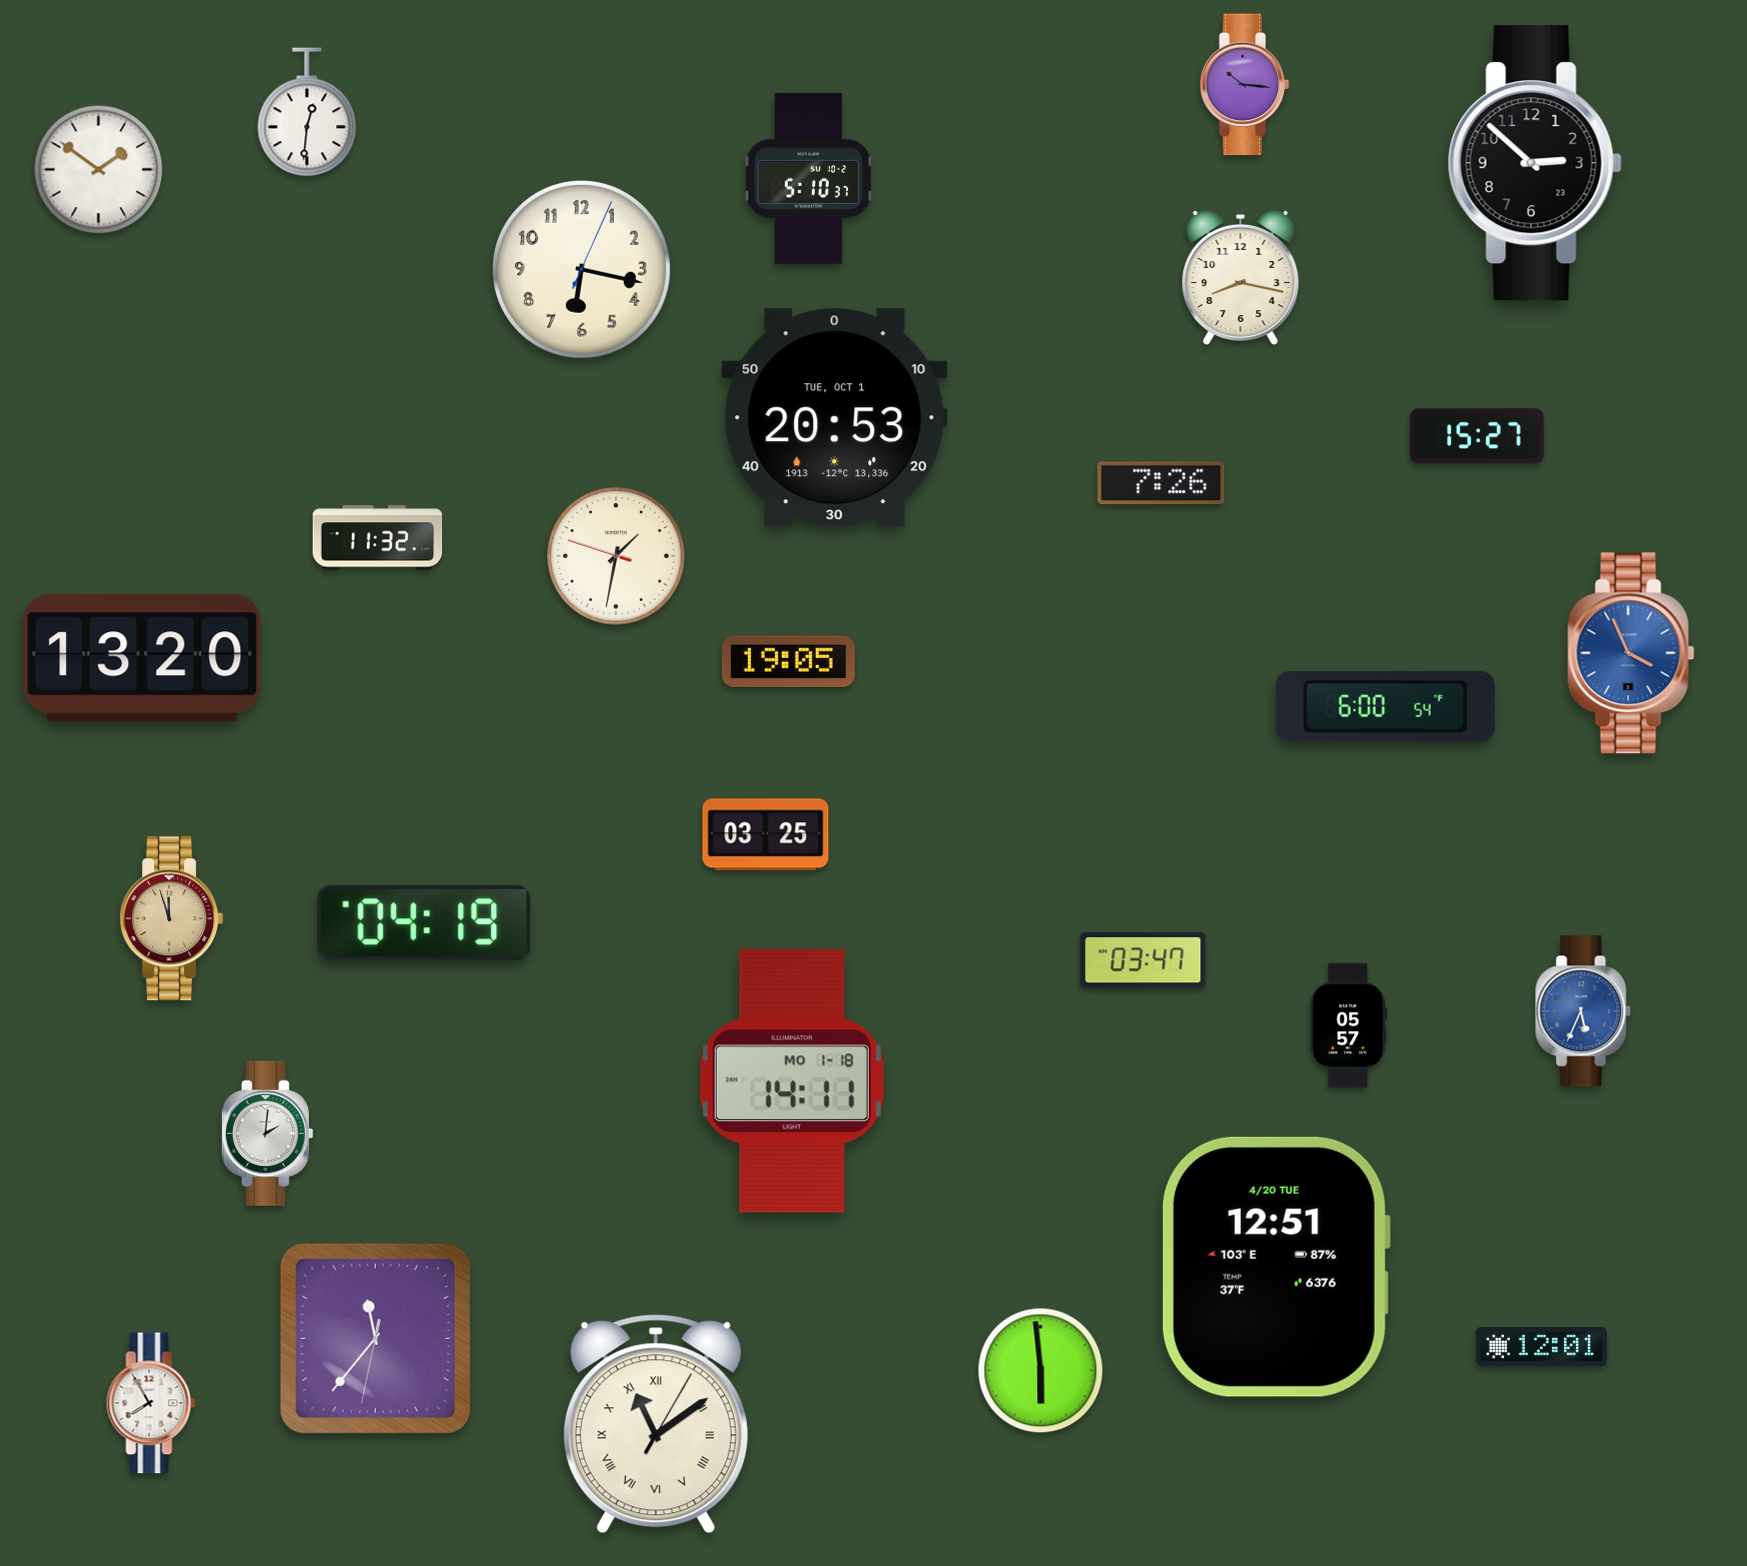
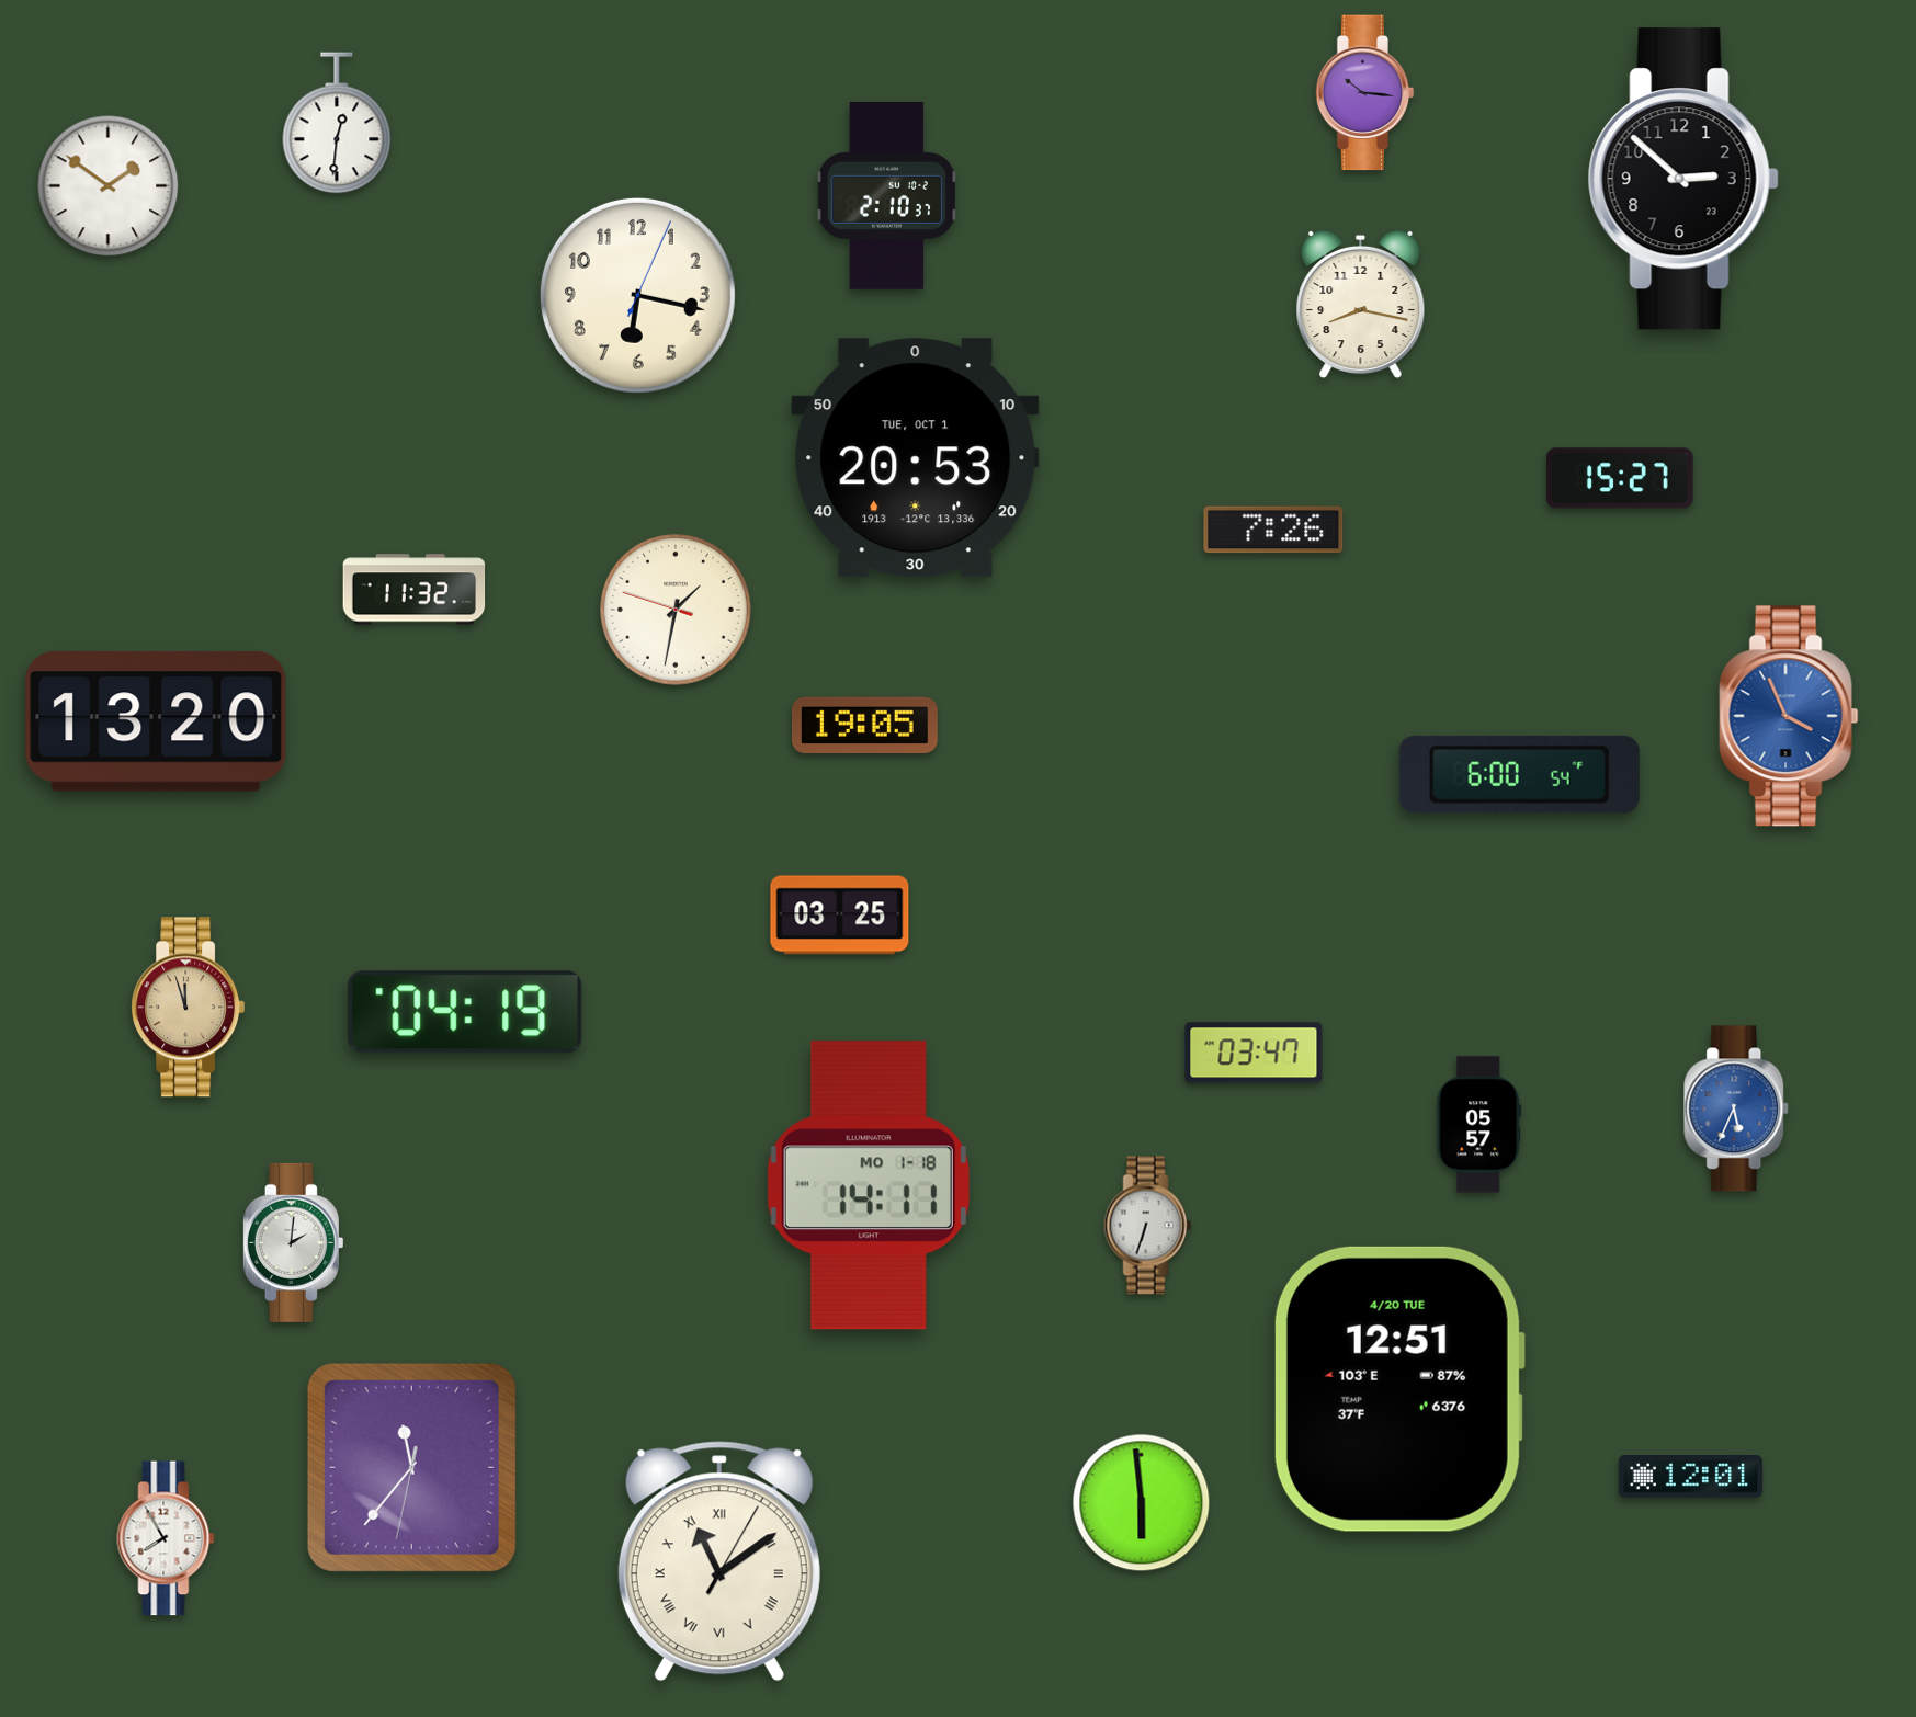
clock at (809, 178): 5:10 -> 2:10
clock at (1148, 1226): none -> 6:33
